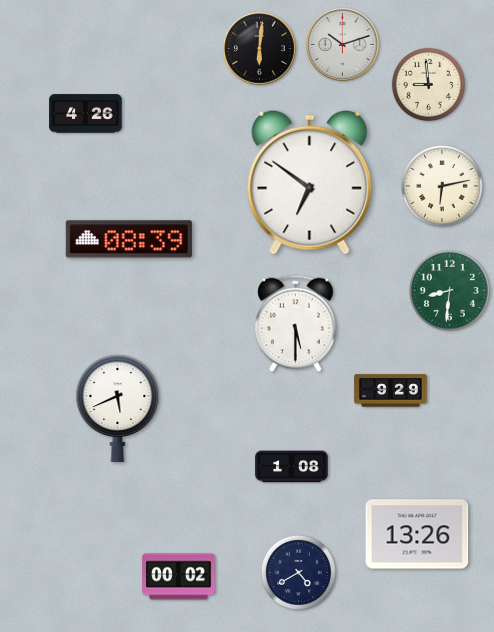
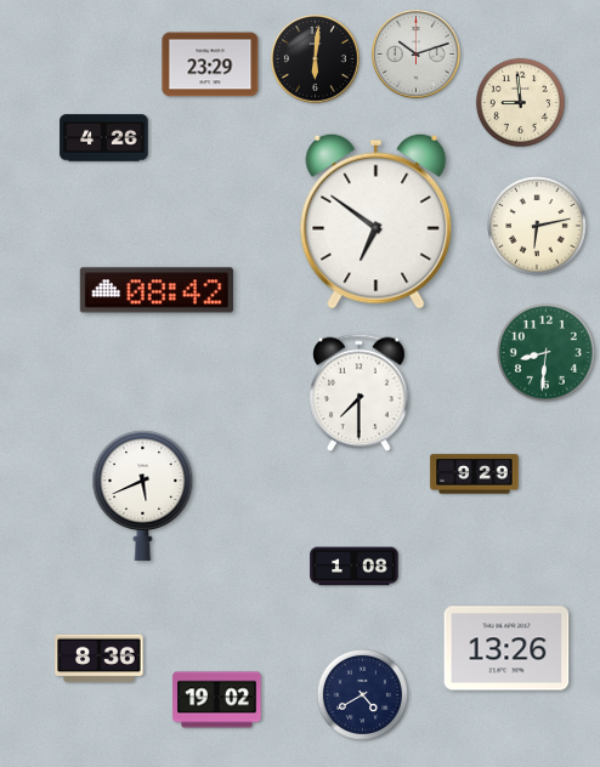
clock at (210, 64): none -> 23:29
clock at (129, 239): 08:39 -> 08:42
clock at (296, 324): 5:30 -> 7:30
clock at (100, 659): none -> 8:36
clock at (179, 577): 00:02 -> 19:02
